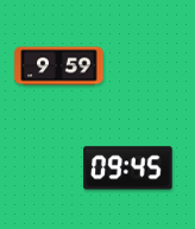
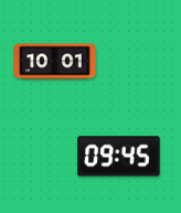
clock at (59, 66): 9:59 -> 10:01
